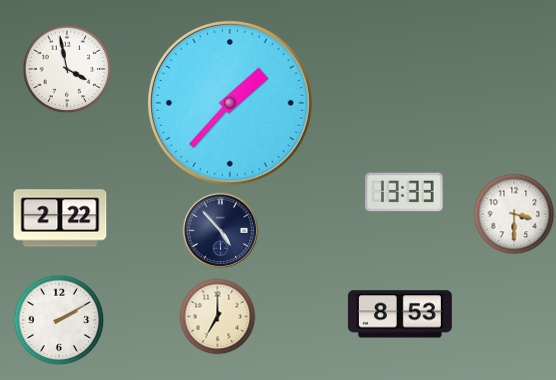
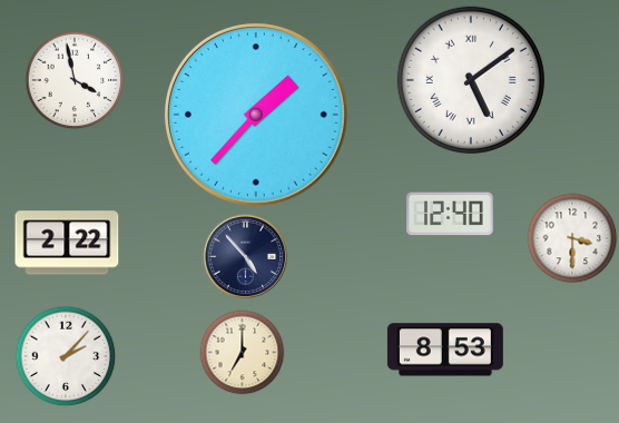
clock at (67, 69) position: (67, 69) -> (75, 80)
clock at (471, 80): none -> 5:09
clock at (404, 192): 13:33 -> 12:40
clock at (59, 320): 2:10 -> 2:07
